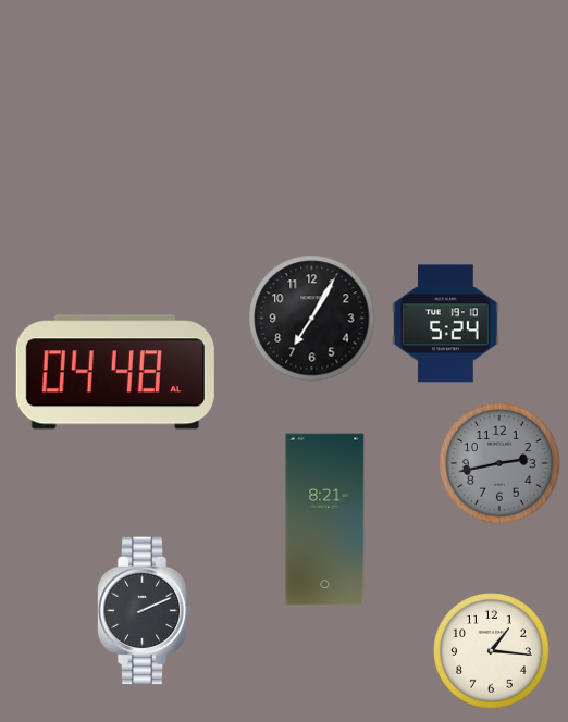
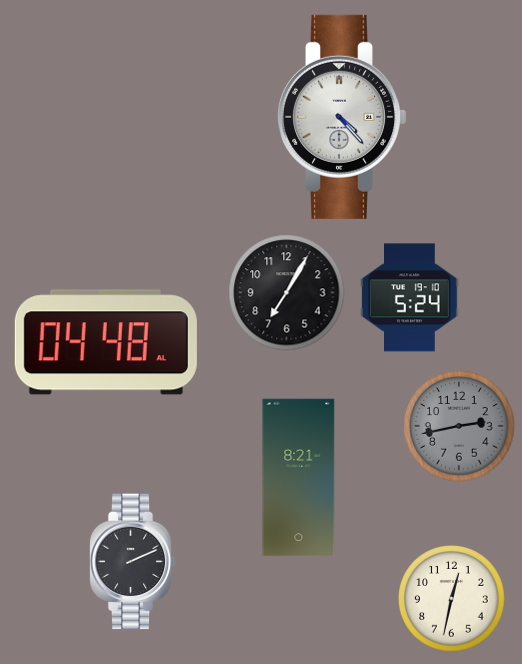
clock at (342, 117): none -> 4:23
clock at (492, 651): 1:16 -> 12:32
